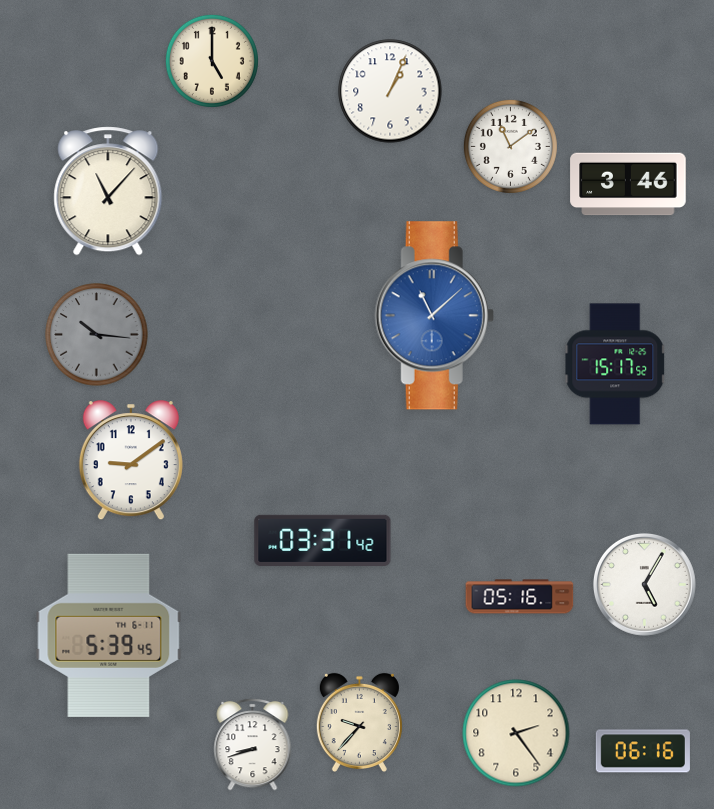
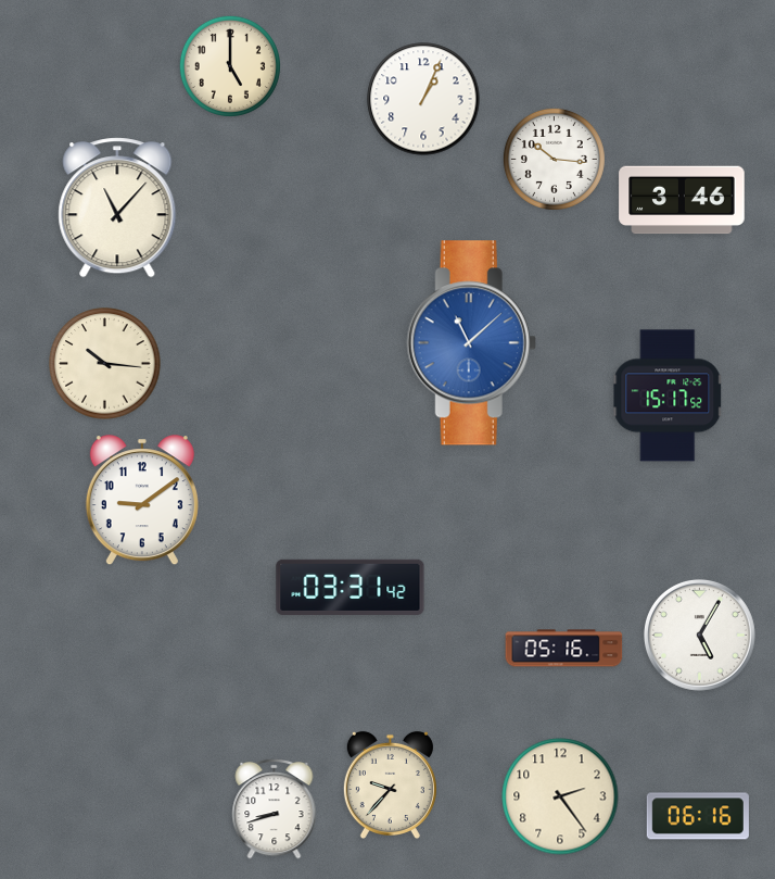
clock at (510, 146): 11:09 -> 10:16
clock at (97, 335) dial: grey -> cream
clock at (109, 635): 5:39 -> none
